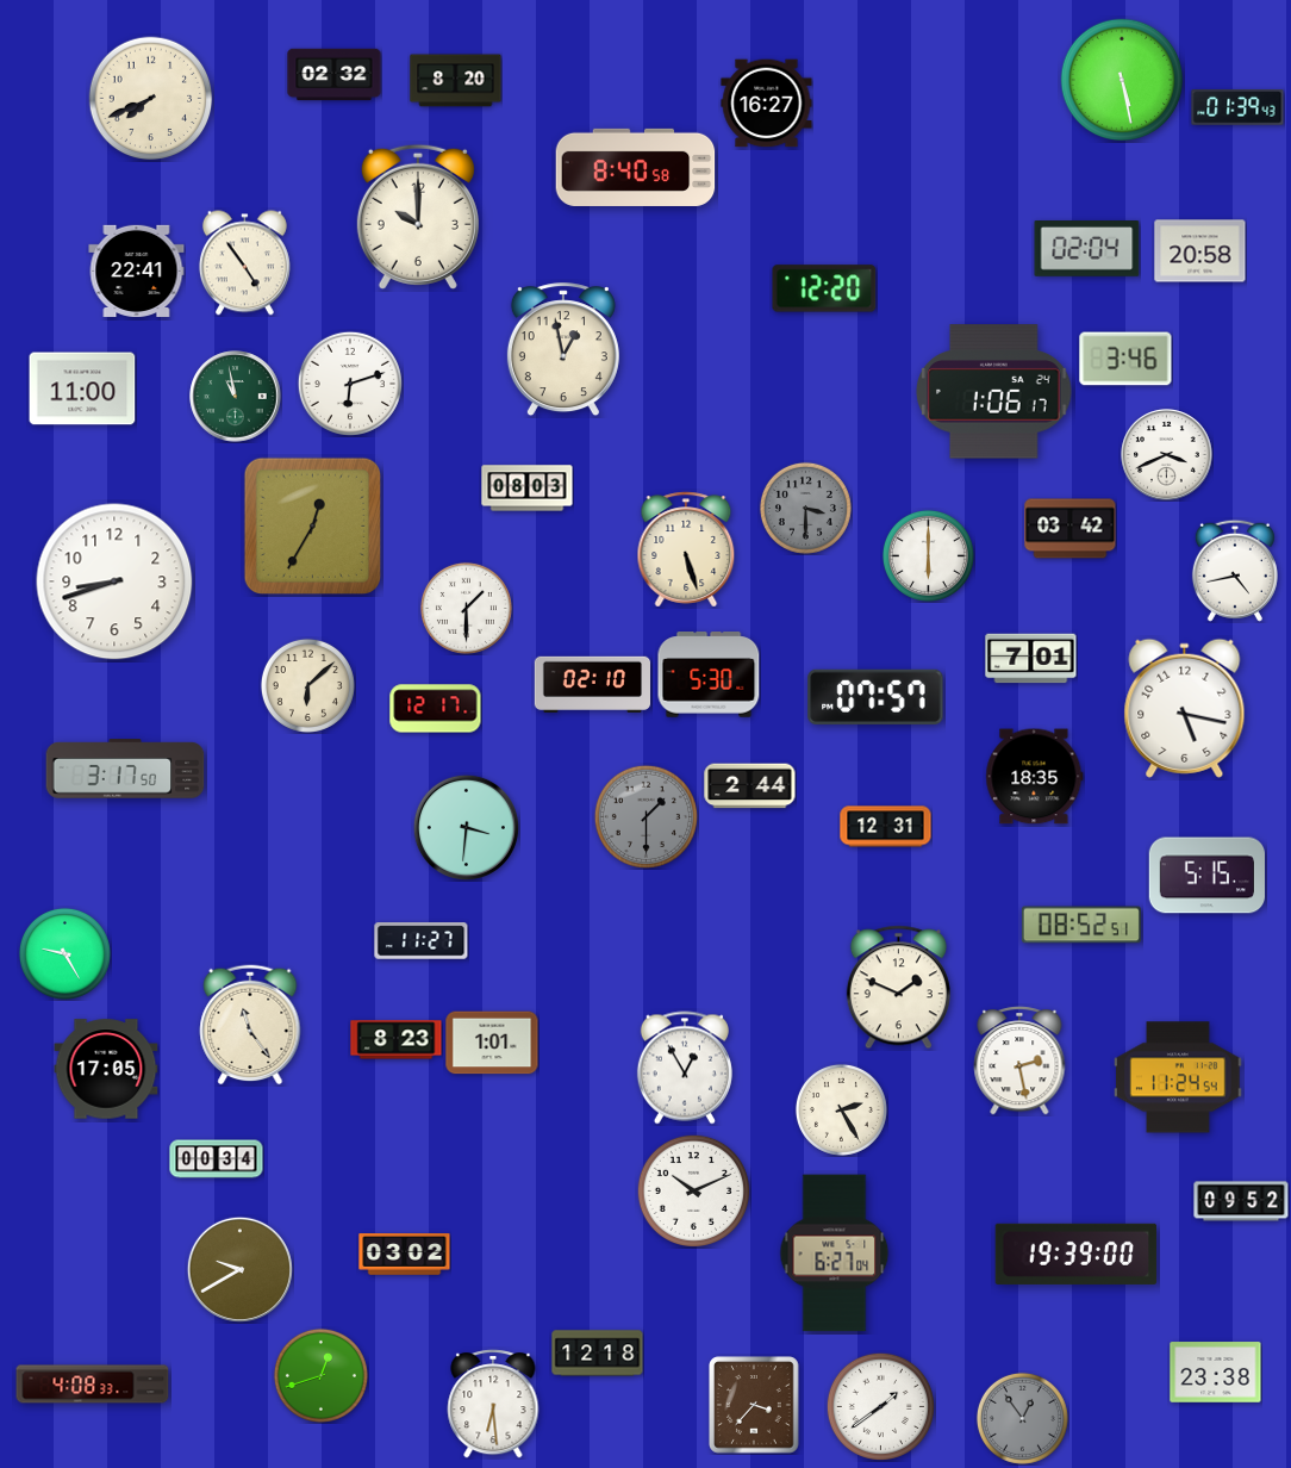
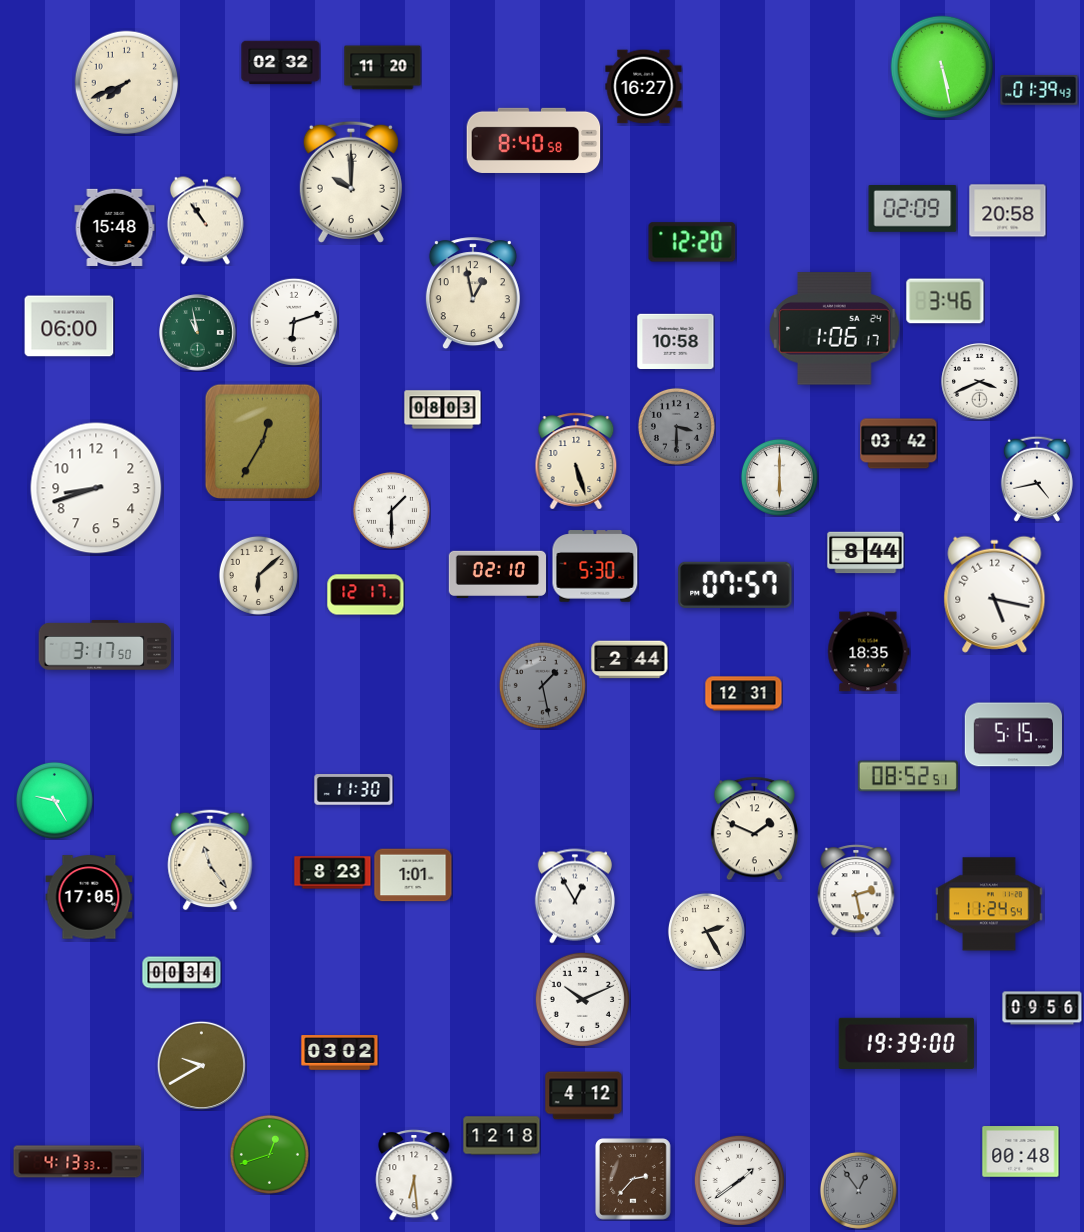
clock at (456, 81): 8:20 -> 11:20
clock at (1087, 249): 02:04 -> 02:09
clock at (244, 263): 4:54 -> 10:54
clock at (137, 270): 22:41 -> 15:48
clock at (82, 388): 11:00 -> 06:00
clock at (676, 341): none -> 10:58
clock at (928, 555) position: (928, 555) -> (779, 477)
clock at (1031, 659): 7:01 -> 8:44
clock at (645, 816): 1:30 -> 1:28
clock at (466, 827): 3:31 -> none
clock at (422, 941): 11:27 -> 11:30
clock at (1241, 1201): 09:52 -> 09:56
clock at (835, 1254): 6:27 -> none
clock at (1077, 1254) position: (1077, 1254) -> (907, 1043)
clock at (584, 1096): none -> 4:12
clock at (1216, 1373): 23:38 -> 00:48
clock at (93, 1385): 4:08 -> 4:13
clock at (493, 1405) position: (493, 1405) -> (414, 1176)
clock at (754, 1405): 3:37 -> 2:37
